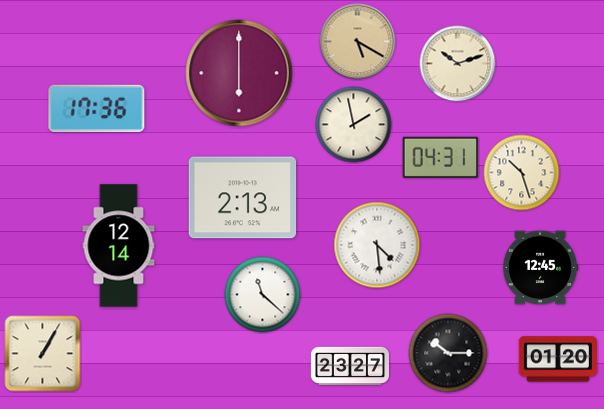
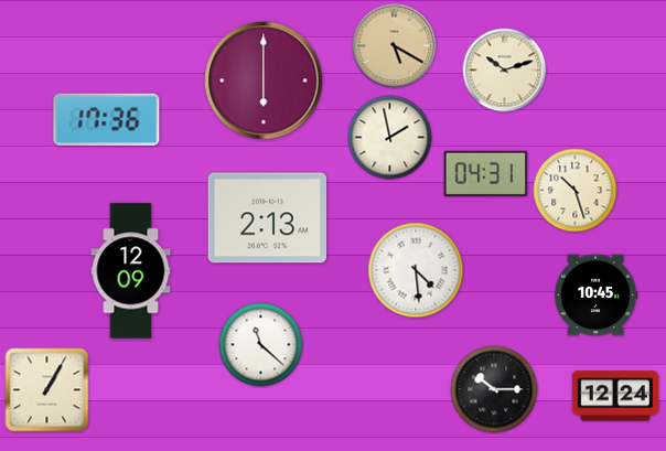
clock at (119, 246): 12:14 -> 12:09
clock at (540, 268): 12:45 -> 10:45
clock at (263, 295) position: (263, 295) -> (261, 345)
clock at (557, 359): 01:20 -> 12:24
clock at (349, 366): 23:27 -> none
